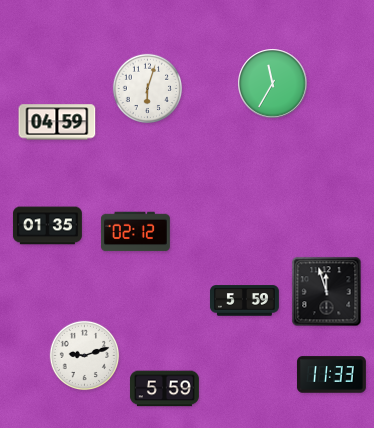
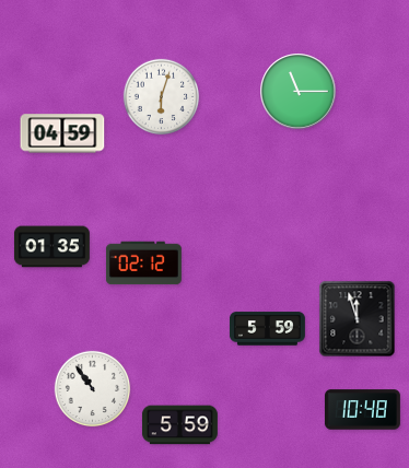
clock at (273, 84): 11:35 -> 11:15
clock at (135, 232) position: (135, 232) -> (143, 264)
clock at (85, 356): 9:12 -> 10:54
clock at (331, 375): 11:33 -> 10:48
